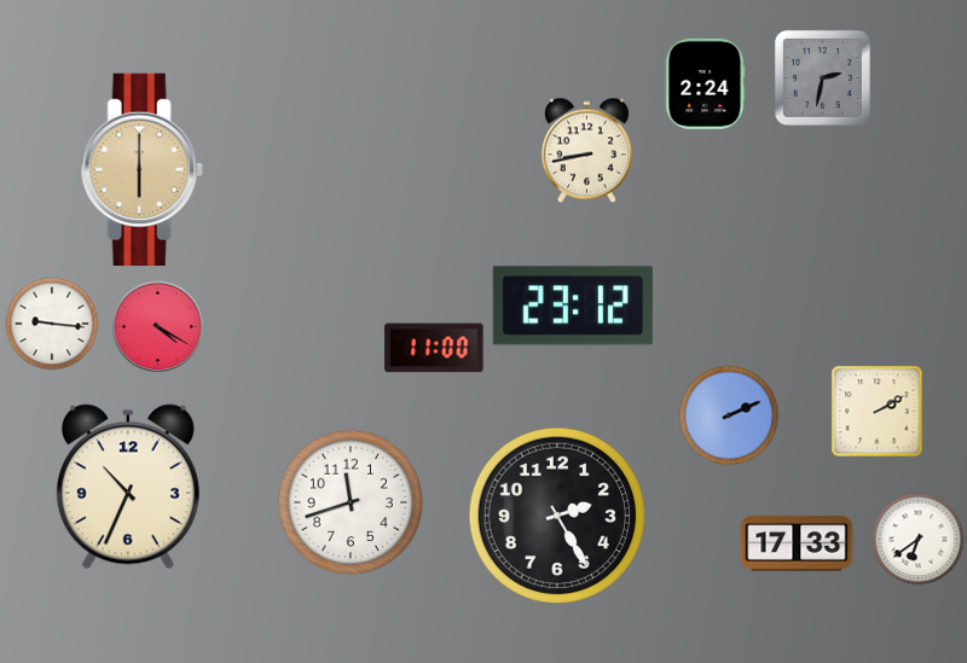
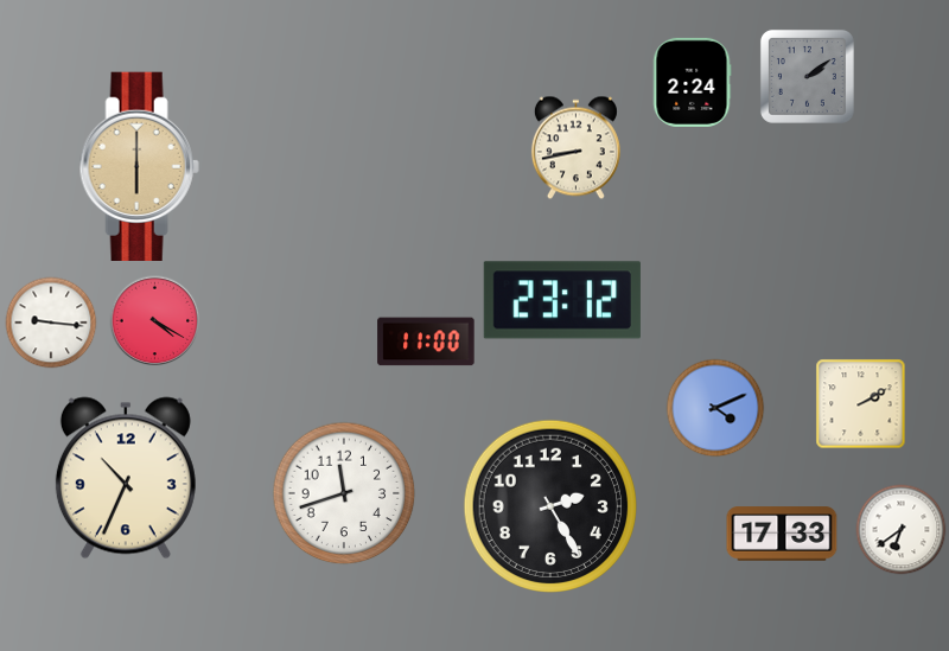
clock at (822, 77): 2:32 -> 2:09
clock at (52, 324) position: (52, 324) -> (51, 323)
clock at (729, 415): 2:11 -> 4:11
clock at (556, 514) position: (556, 514) -> (549, 505)
